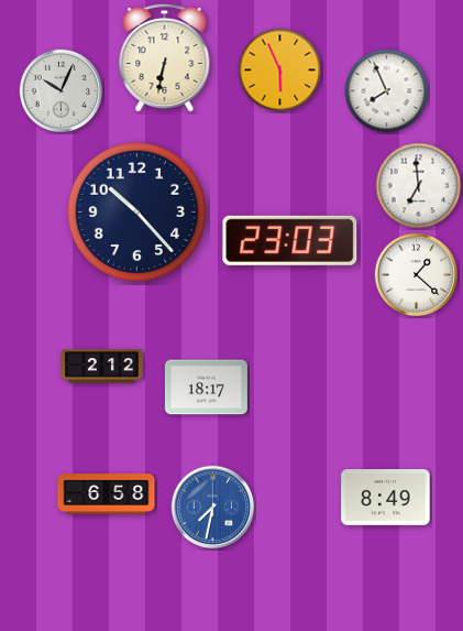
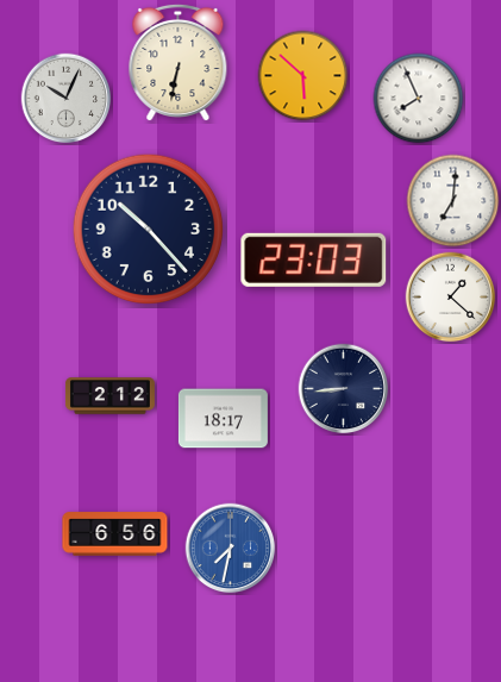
clock at (280, 70): 5:56 -> 5:52
clock at (419, 186): 6:59 -> 7:01
clock at (344, 389): none -> 8:44
clock at (107, 494): 6:58 -> 6:56
clock at (386, 498): 8:49 -> none
